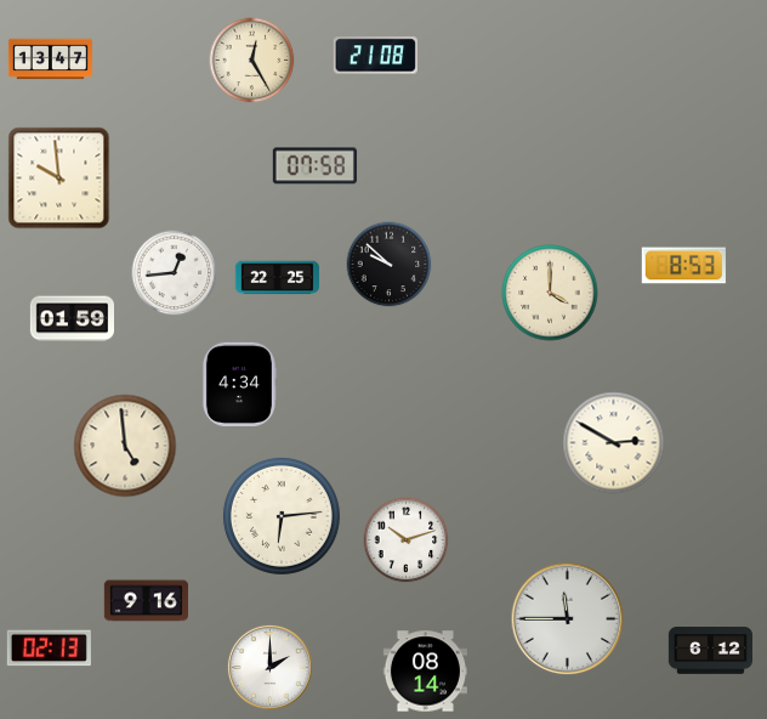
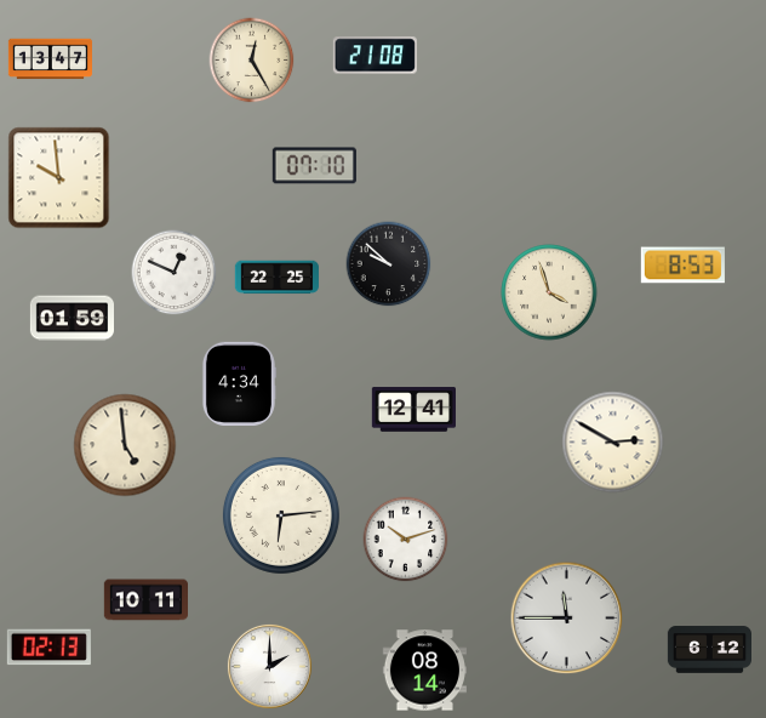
clock at (314, 166): 07:58 -> 07:10
clock at (175, 273): 12:44 -> 12:49
clock at (550, 293): 4:00 -> 3:57
clock at (413, 410): none -> 12:41
clock at (146, 601): 9:16 -> 10:11
